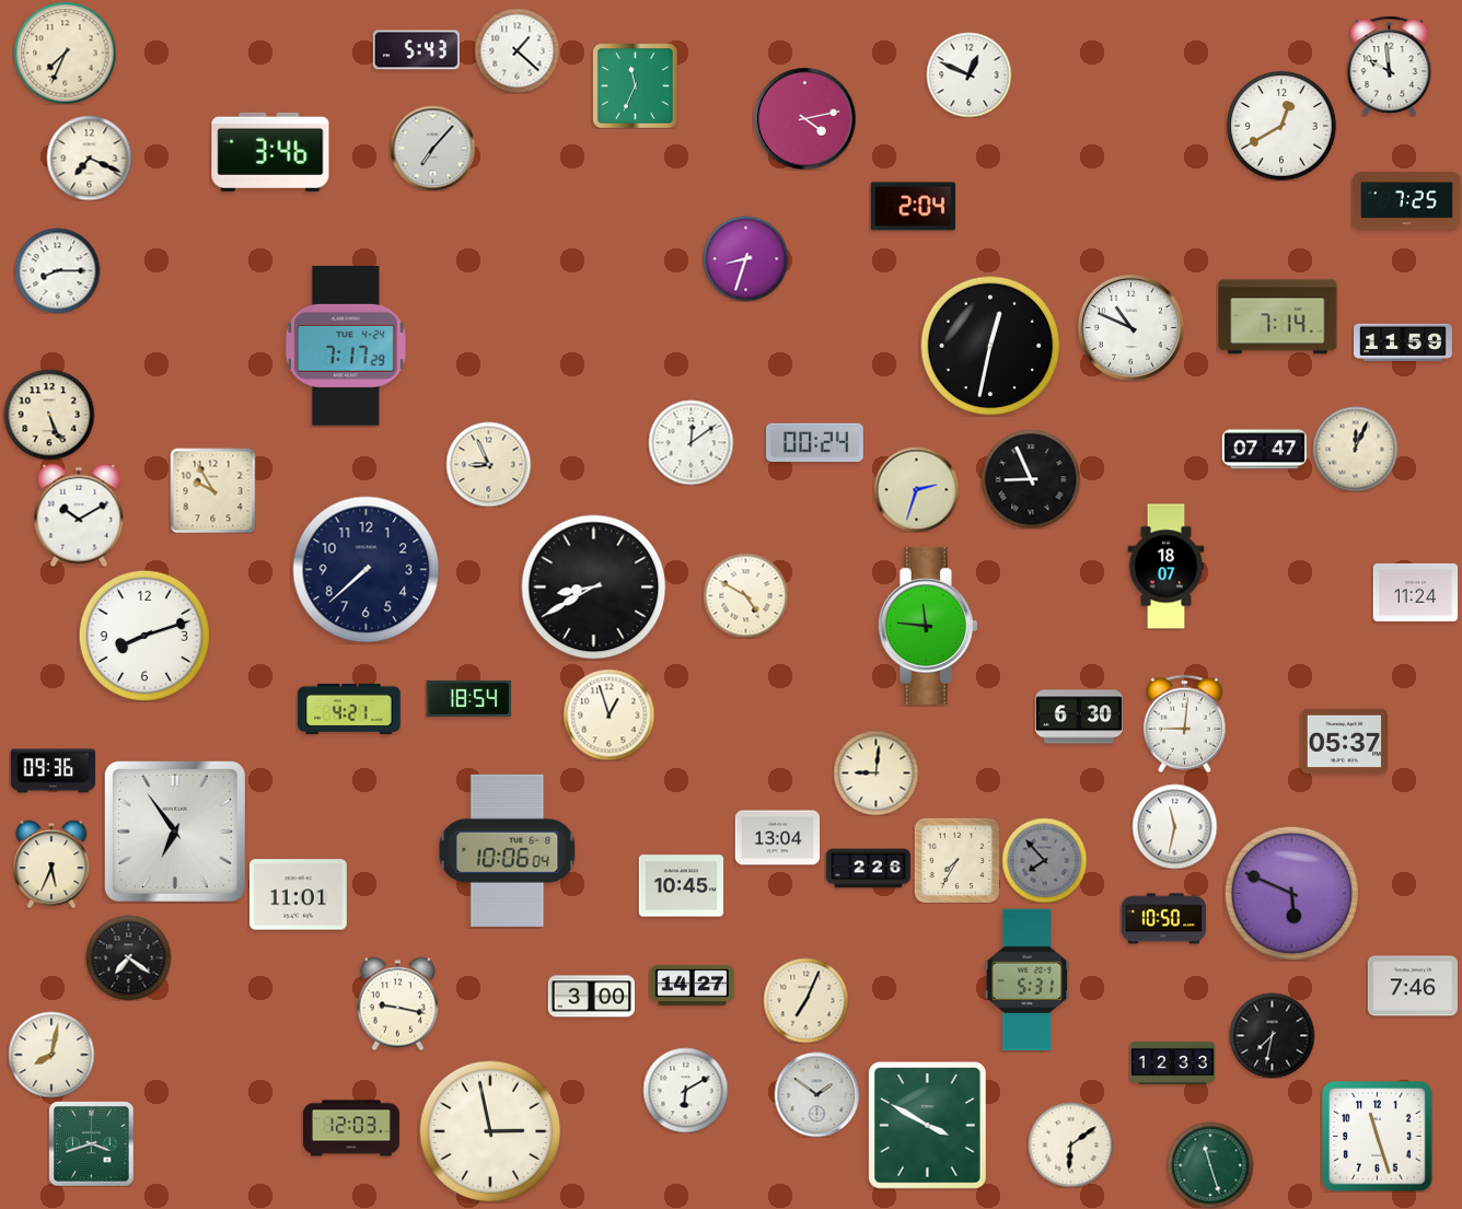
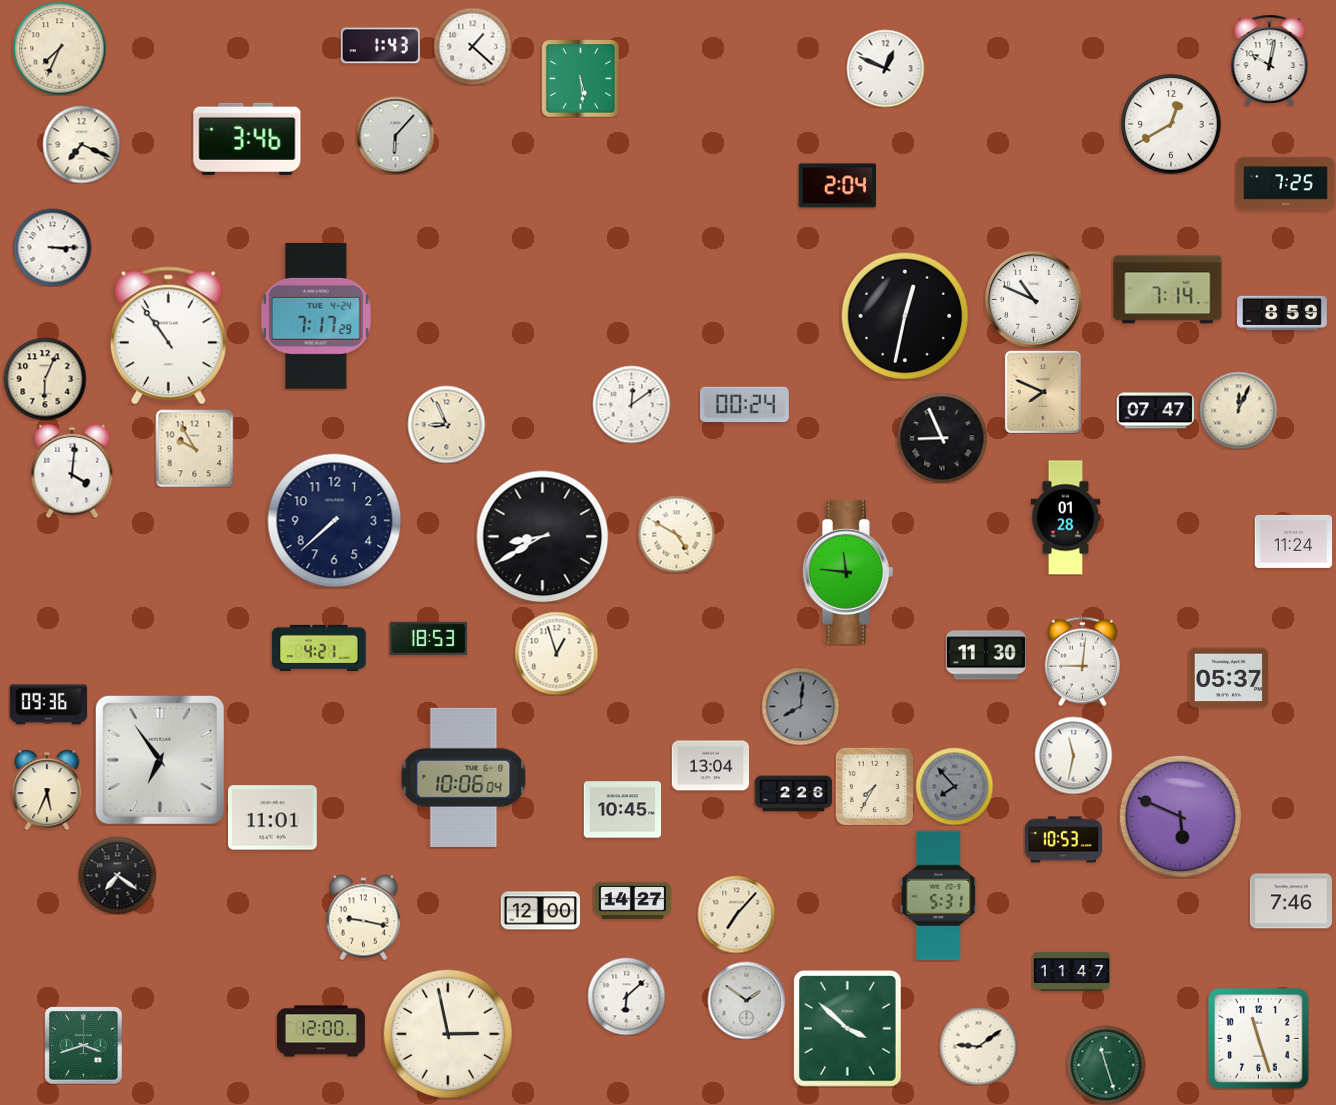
clock at (416, 50): 5:43 -> 1:43
clock at (1390, 66): 9:59 -> 10:02
clock at (635, 85): 11:34 -> 5:29
clock at (804, 118): 4:13 -> none
clock at (1281, 126) position: (1281, 126) -> (1171, 124)
clock at (432, 148): 7:07 -> 6:07
clock at (913, 207) position: (913, 207) -> (837, 186)
clock at (745, 258): 8:33 -> none
clock at (57, 270): 8:15 -> 3:15
clock at (1403, 341): 11:59 -> 8:59
clock at (168, 336): none -> 10:54
clock at (49, 415): 5:26 -> 6:04
clock at (1043, 392): none -> 7:49
clock at (916, 489): 2:33 -> none
clock at (79, 515): 10:10 -> 4:01
clock at (1167, 567): 18:07 -> 01:28
clock at (745, 595) position: (745, 595) -> (676, 534)
clock at (144, 636): 8:12 -> none
clock at (468, 698): 18:54 -> 18:53
clock at (1078, 717): 6:30 -> 11:30
clock at (875, 772): 9:01 -> 8:01
clock at (875, 772) dial: cream -> grey
clock at (1163, 919): 10:50 -> 10:53
clock at (591, 997): 3:00 -> 12:00
clock at (805, 1000): 7:04 -> 7:07
clock at (1272, 1035): 7:32 -> none
clock at (51, 1055): 8:02 -> none
clock at (1172, 1062): 12:33 -> 11:47
clock at (685, 1090): 6:10 -> 6:08
clock at (928, 1126): 3:50 -> 3:52
clock at (351, 1128): 12:03 -> 12:00
clock at (1070, 1144): 6:09 -> 9:09
